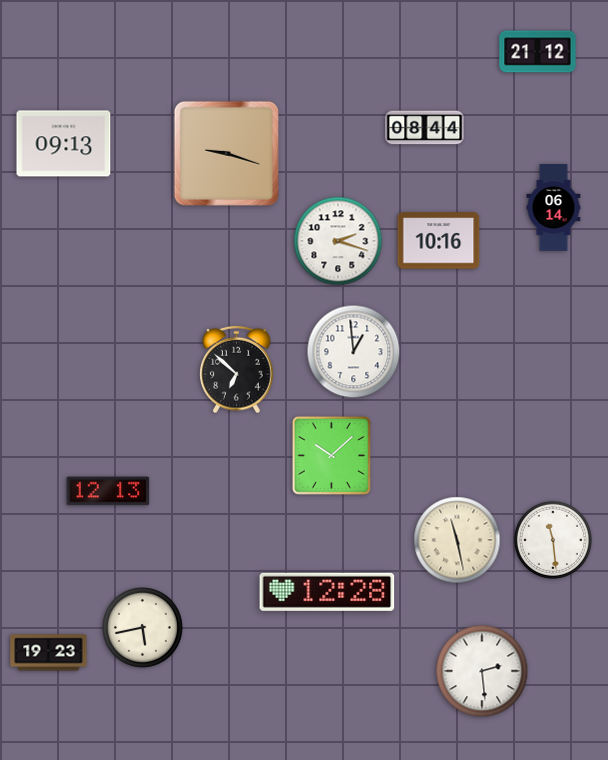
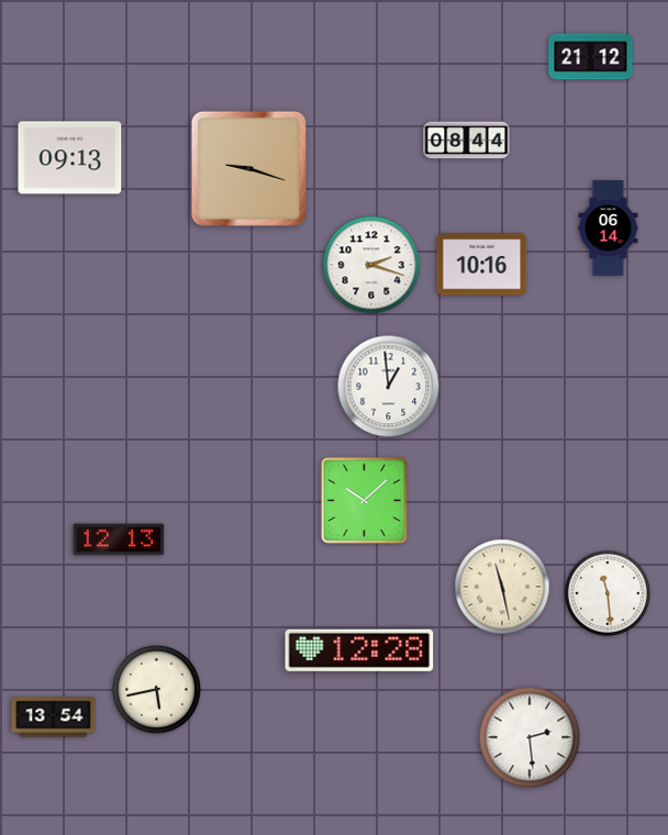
clock at (237, 370): 6:52 -> none
clock at (457, 540) position: (457, 540) -> (502, 587)
clock at (49, 653): 19:23 -> 13:54
